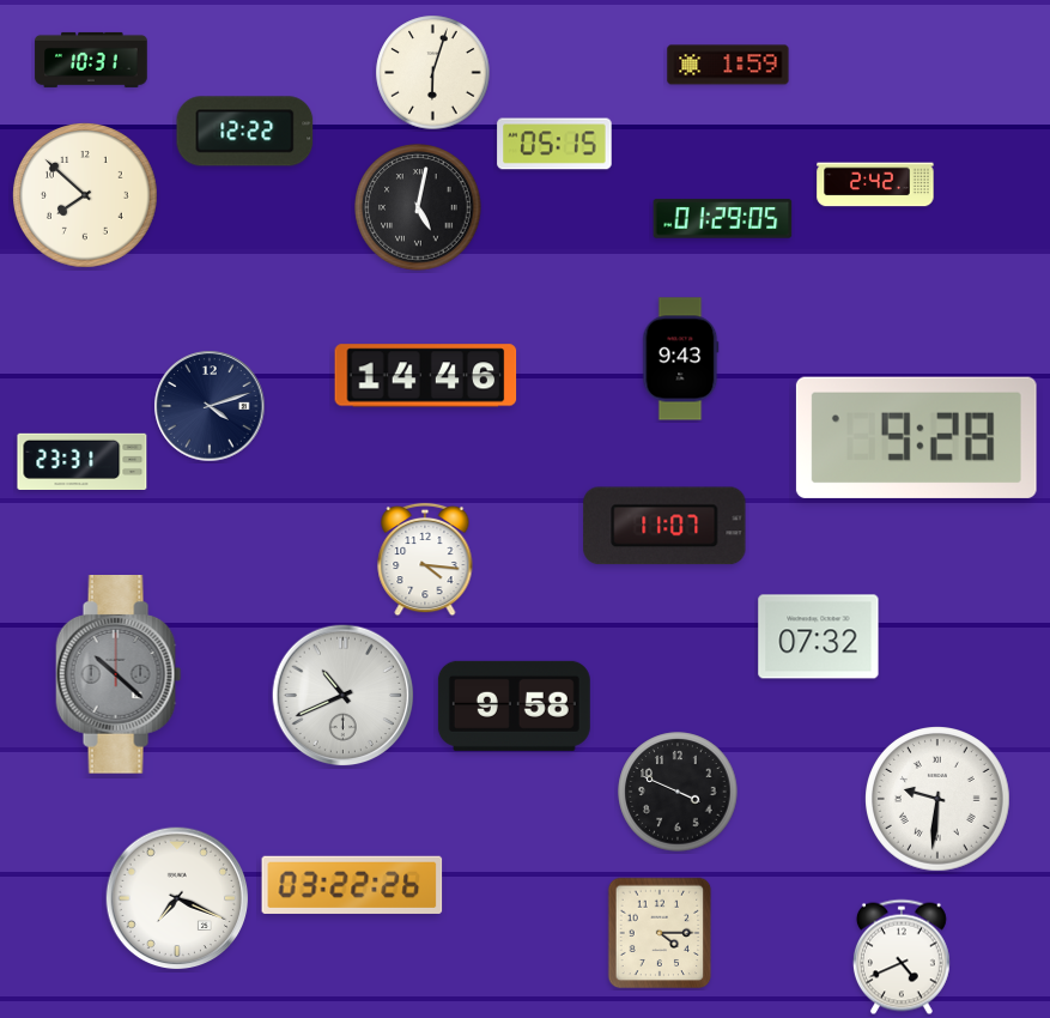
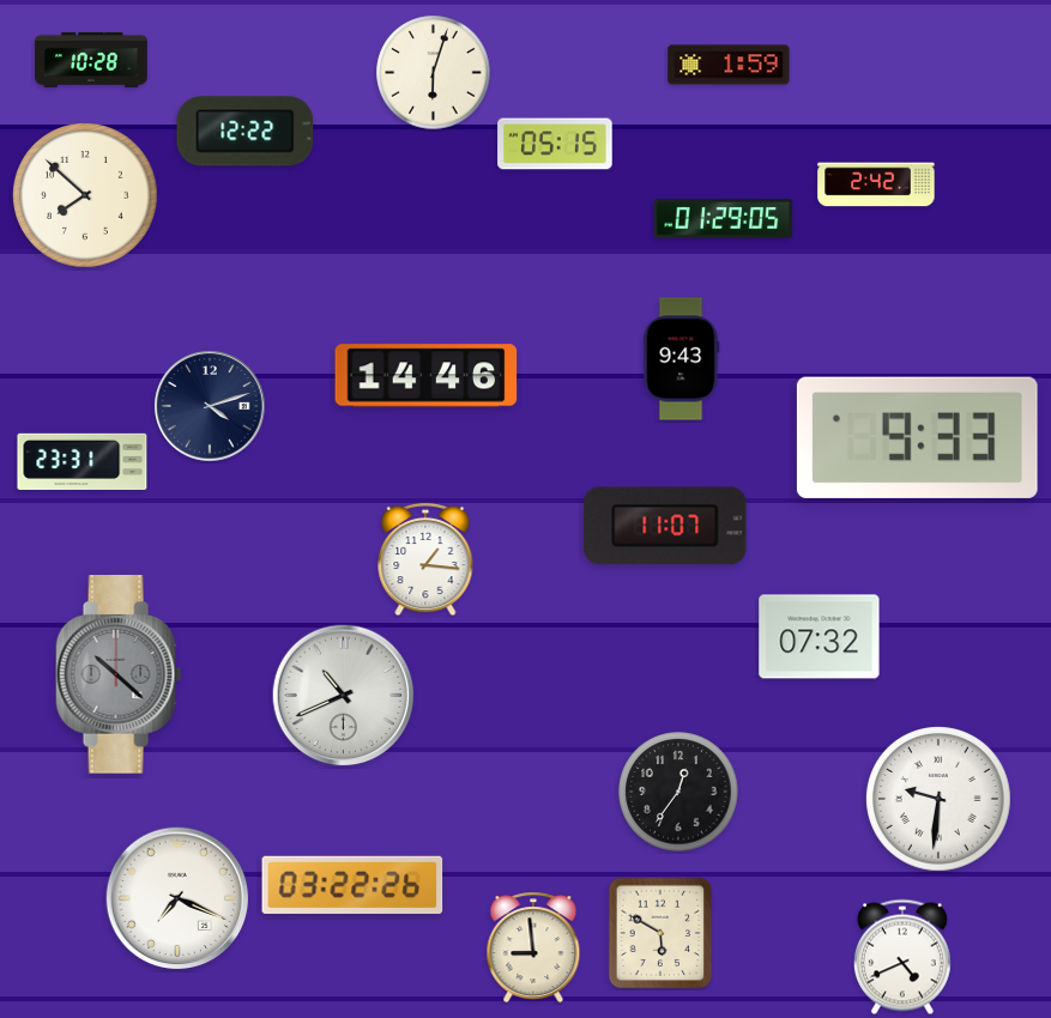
clock at (91, 60): 10:31 -> 10:28
clock at (418, 207): 5:02 -> none
clock at (916, 437): 9:28 -> 9:33
clock at (425, 559): 4:16 -> 1:16
clock at (514, 705): 9:58 -> none
clock at (678, 792): 3:49 -> 12:36
clock at (660, 933): 4:15 -> 5:50
clock at (533, 947): none -> 8:59
